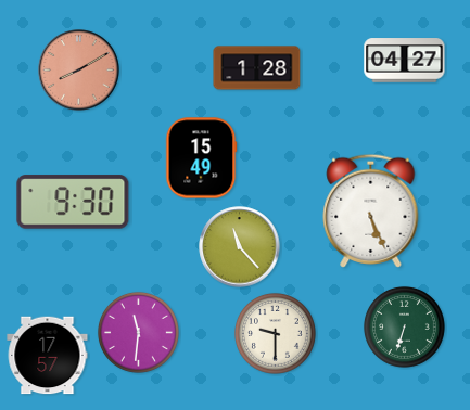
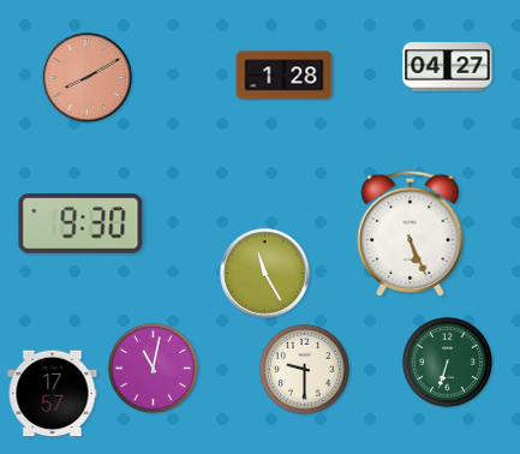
clock at (202, 158): 15:49 -> none
clock at (240, 247): 11:23 -> 11:25
clock at (139, 333): 11:31 -> 11:02
